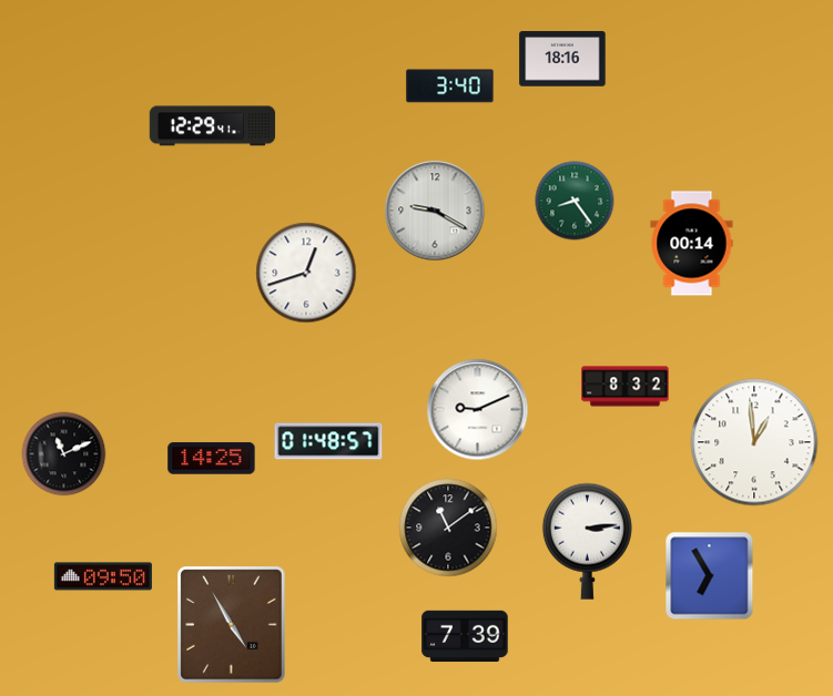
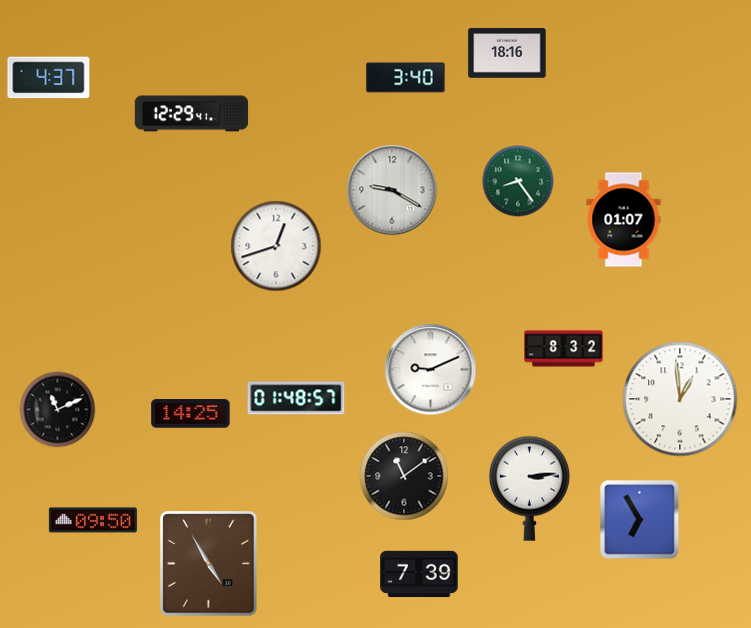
clock at (49, 78): none -> 4:37
clock at (692, 244): 00:14 -> 01:07
